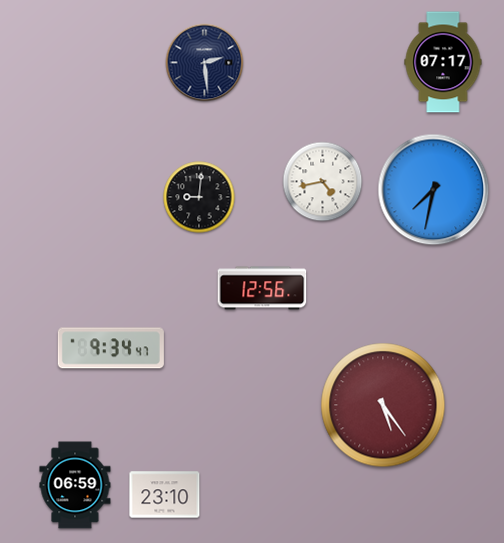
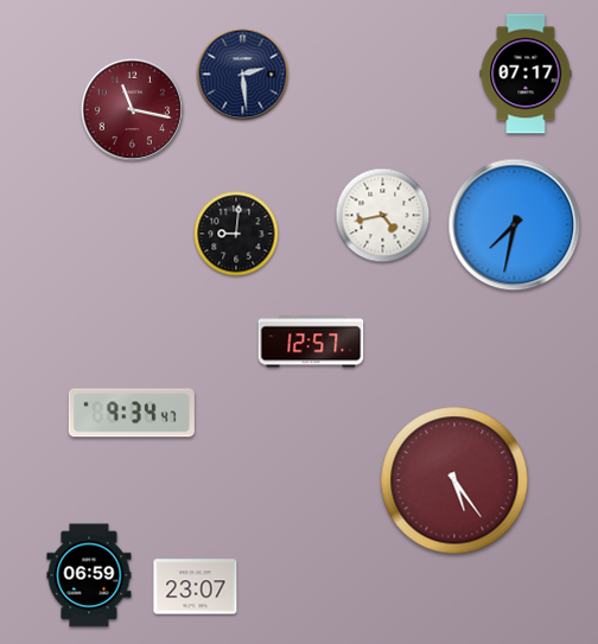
clock at (132, 109): none -> 11:17
clock at (262, 288): 12:56 -> 12:57
clock at (165, 495): 23:10 -> 23:07
